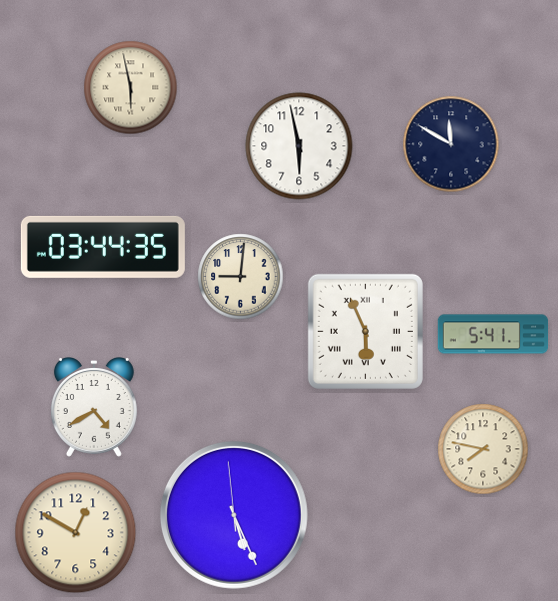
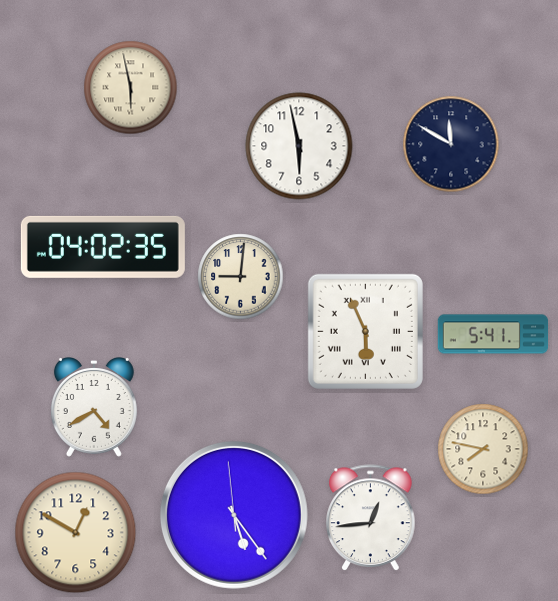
clock at (103, 247): 03:44 -> 04:02
clock at (234, 515): 5:25 -> 5:23
clock at (371, 518): none -> 12:44
